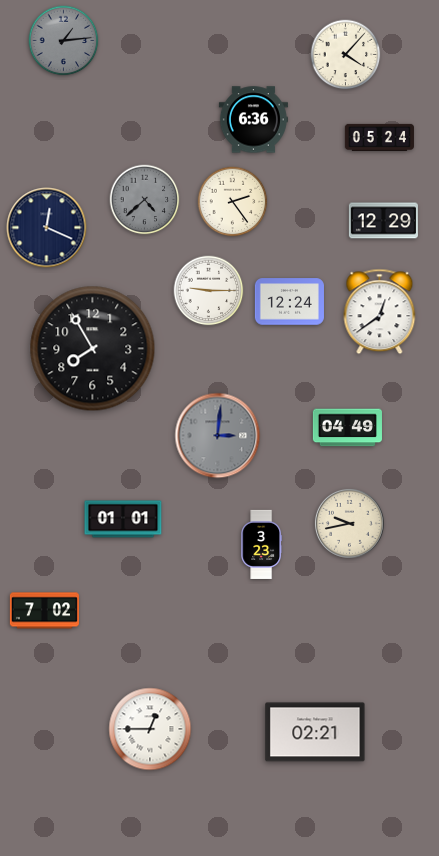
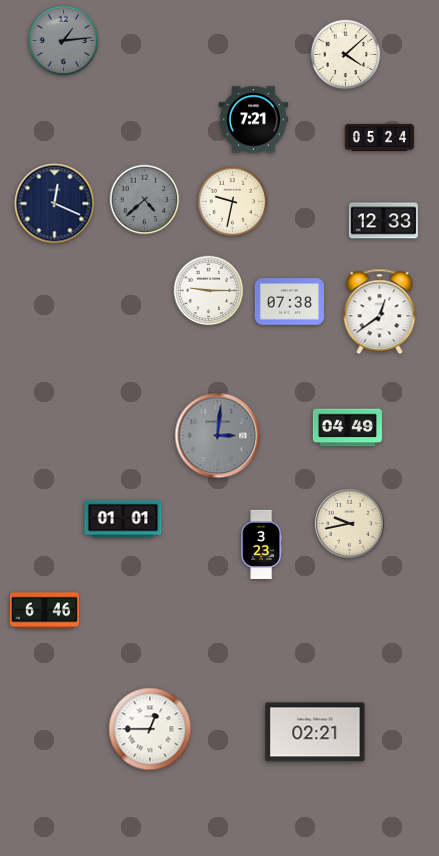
clock at (346, 55): 4:07 -> 4:08
clock at (253, 120): 6:36 -> 7:21
clock at (233, 202): 2:24 -> 9:32
clock at (383, 221): 12:29 -> 12:33
clock at (47, 228) position: (47, 228) -> (55, 204)
clock at (289, 302): 12:24 -> 07:38
clock at (93, 349): 7:55 -> none
clock at (44, 611): 7:02 -> 6:46
